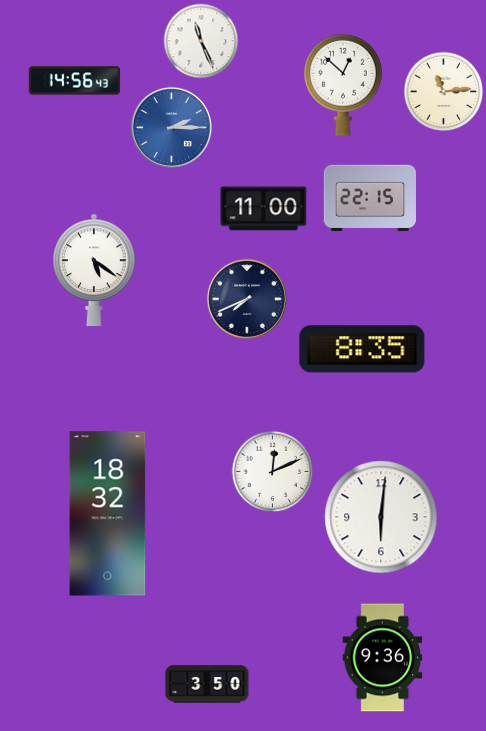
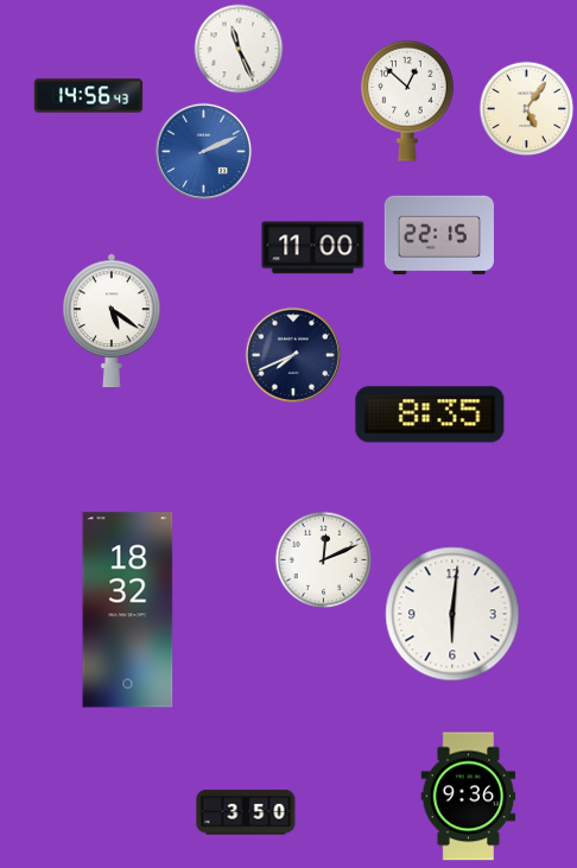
clock at (444, 92): 11:14 -> 5:06
clock at (171, 127): 2:15 -> 2:11
clock at (383, 658) position: (383, 658) -> (469, 797)
